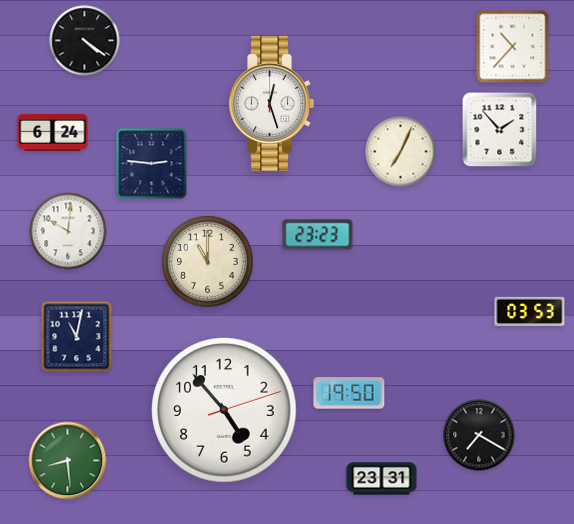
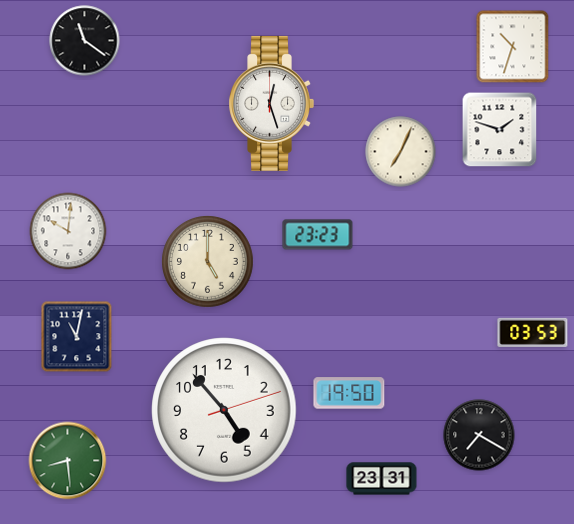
clock at (85, 41): 4:21 -> 11:21
clock at (513, 47): 10:37 -> 10:33
clock at (500, 130): 1:53 -> 1:48
clock at (53, 132): 6:24 -> none
clock at (152, 164): 2:46 -> none
clock at (208, 262): 11:00 -> 5:00
clock at (530, 311) position: (530, 311) -> (533, 332)
